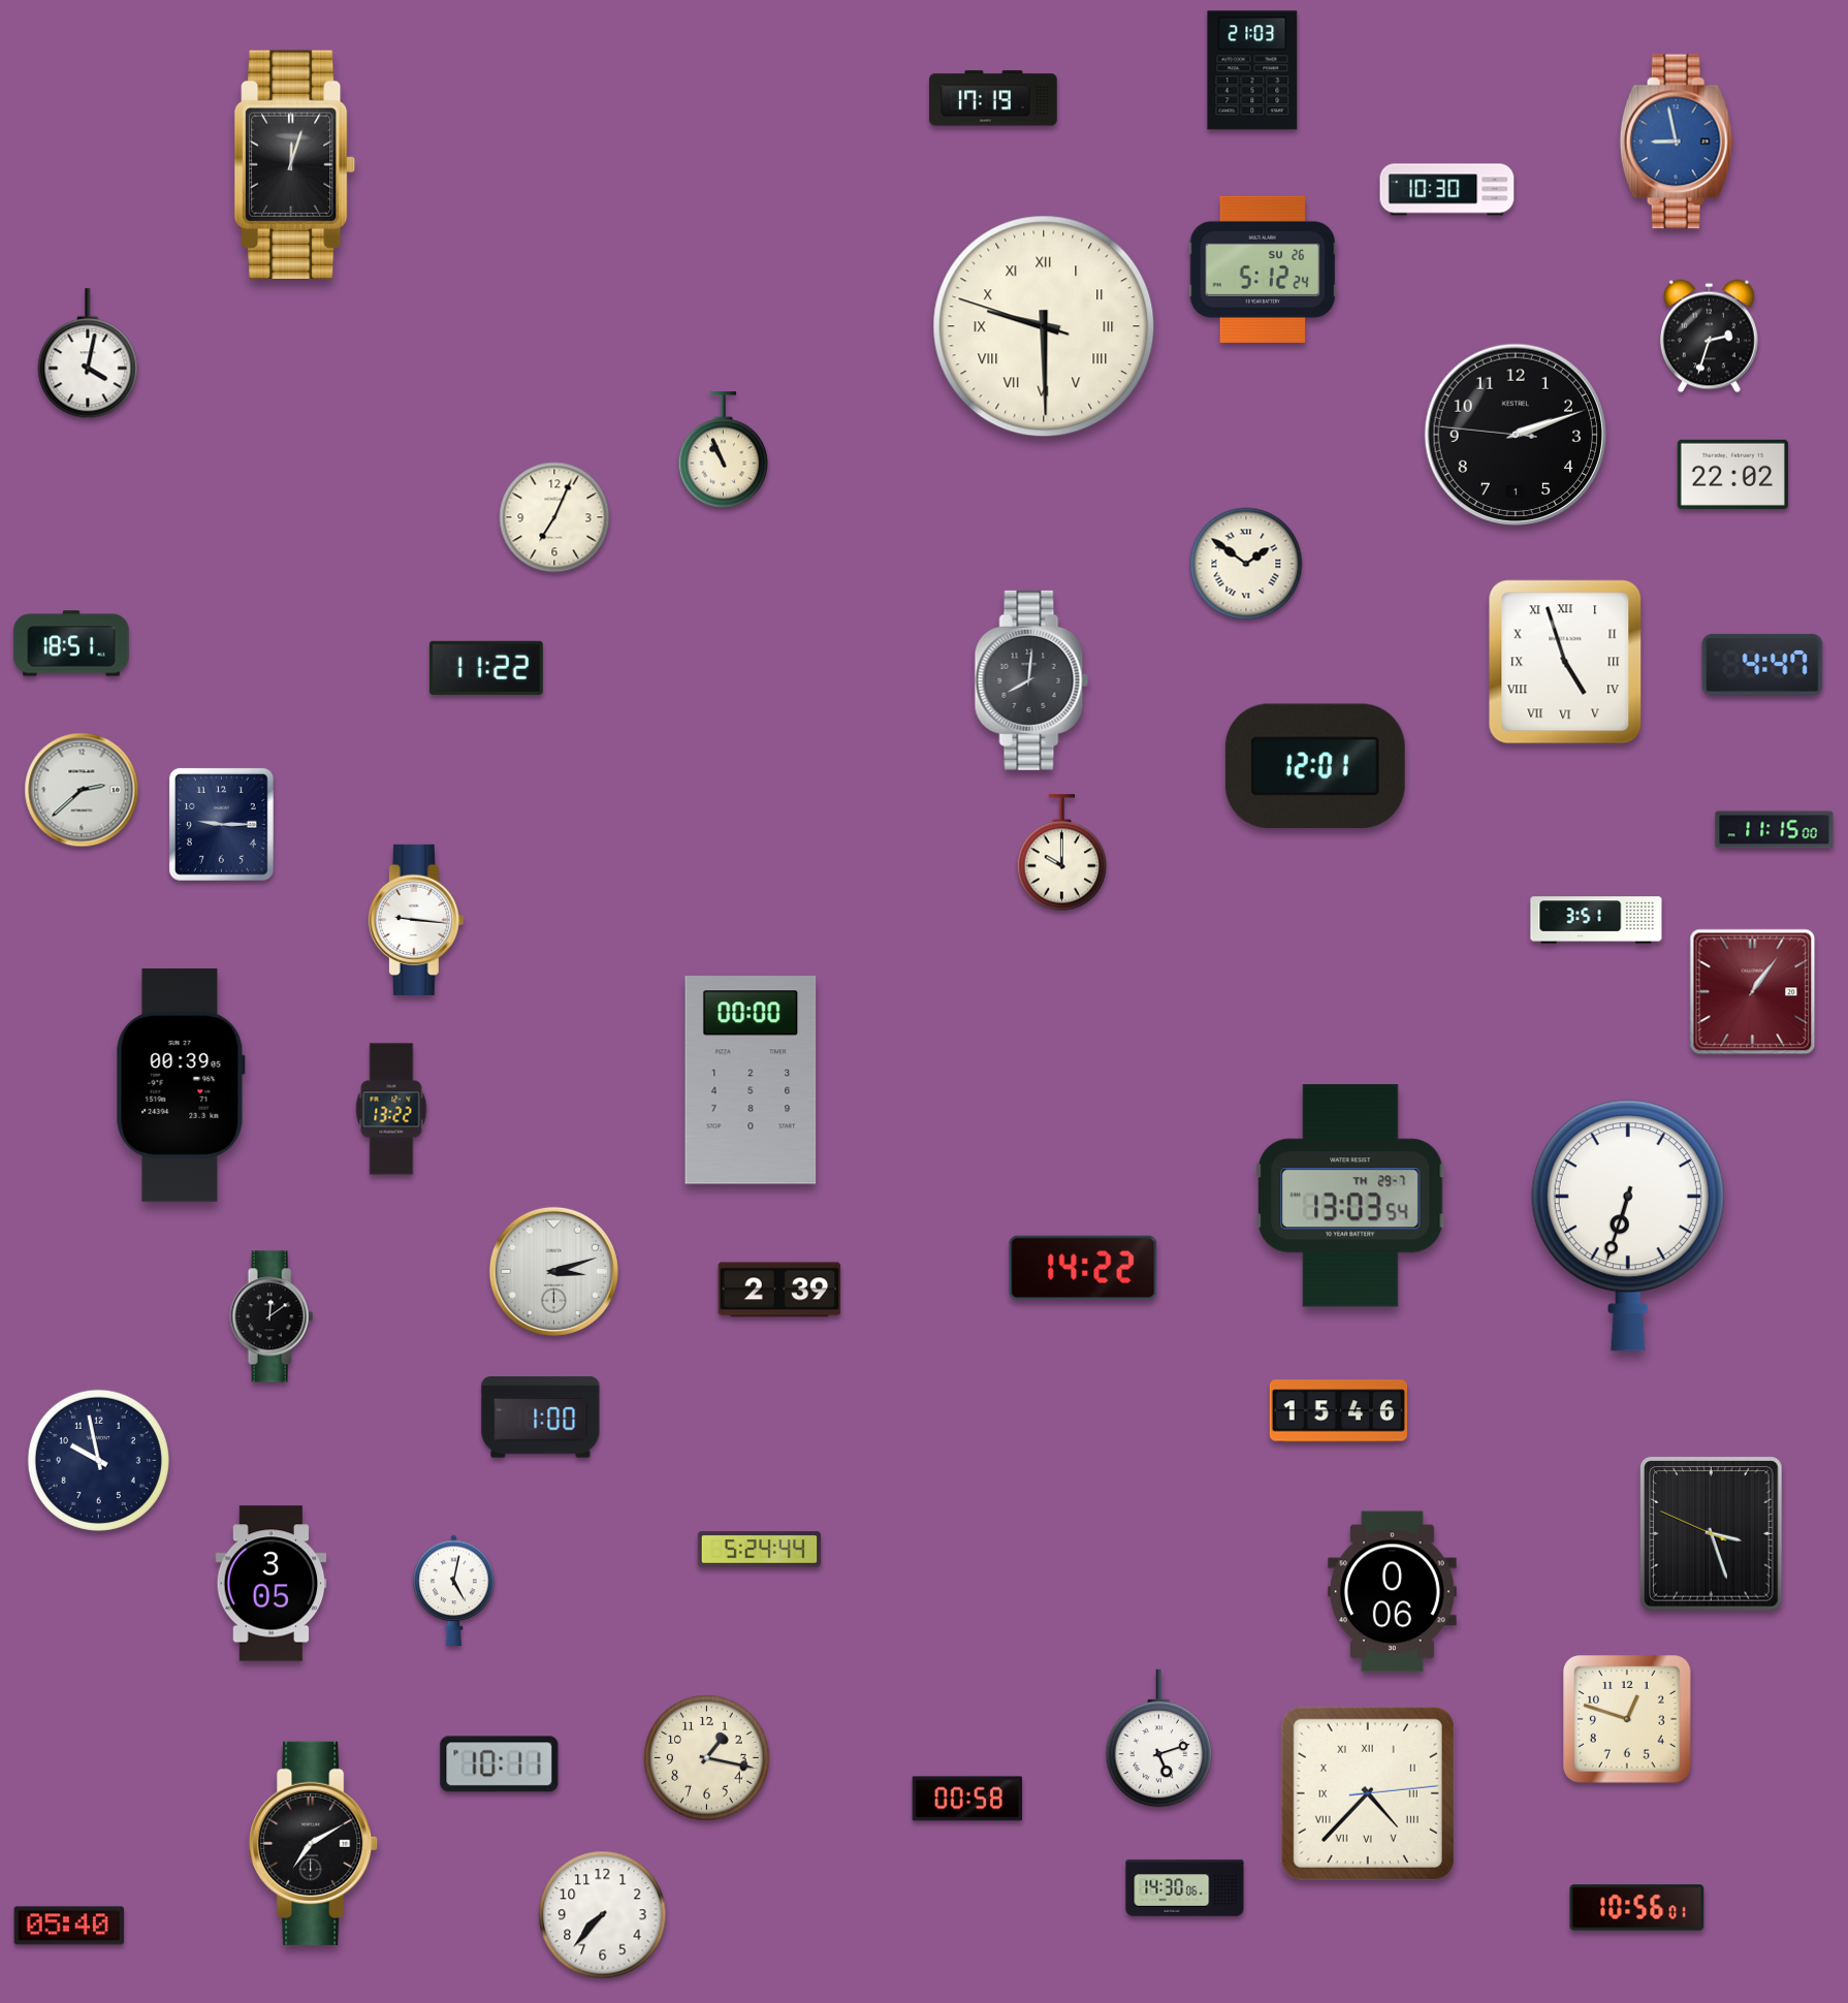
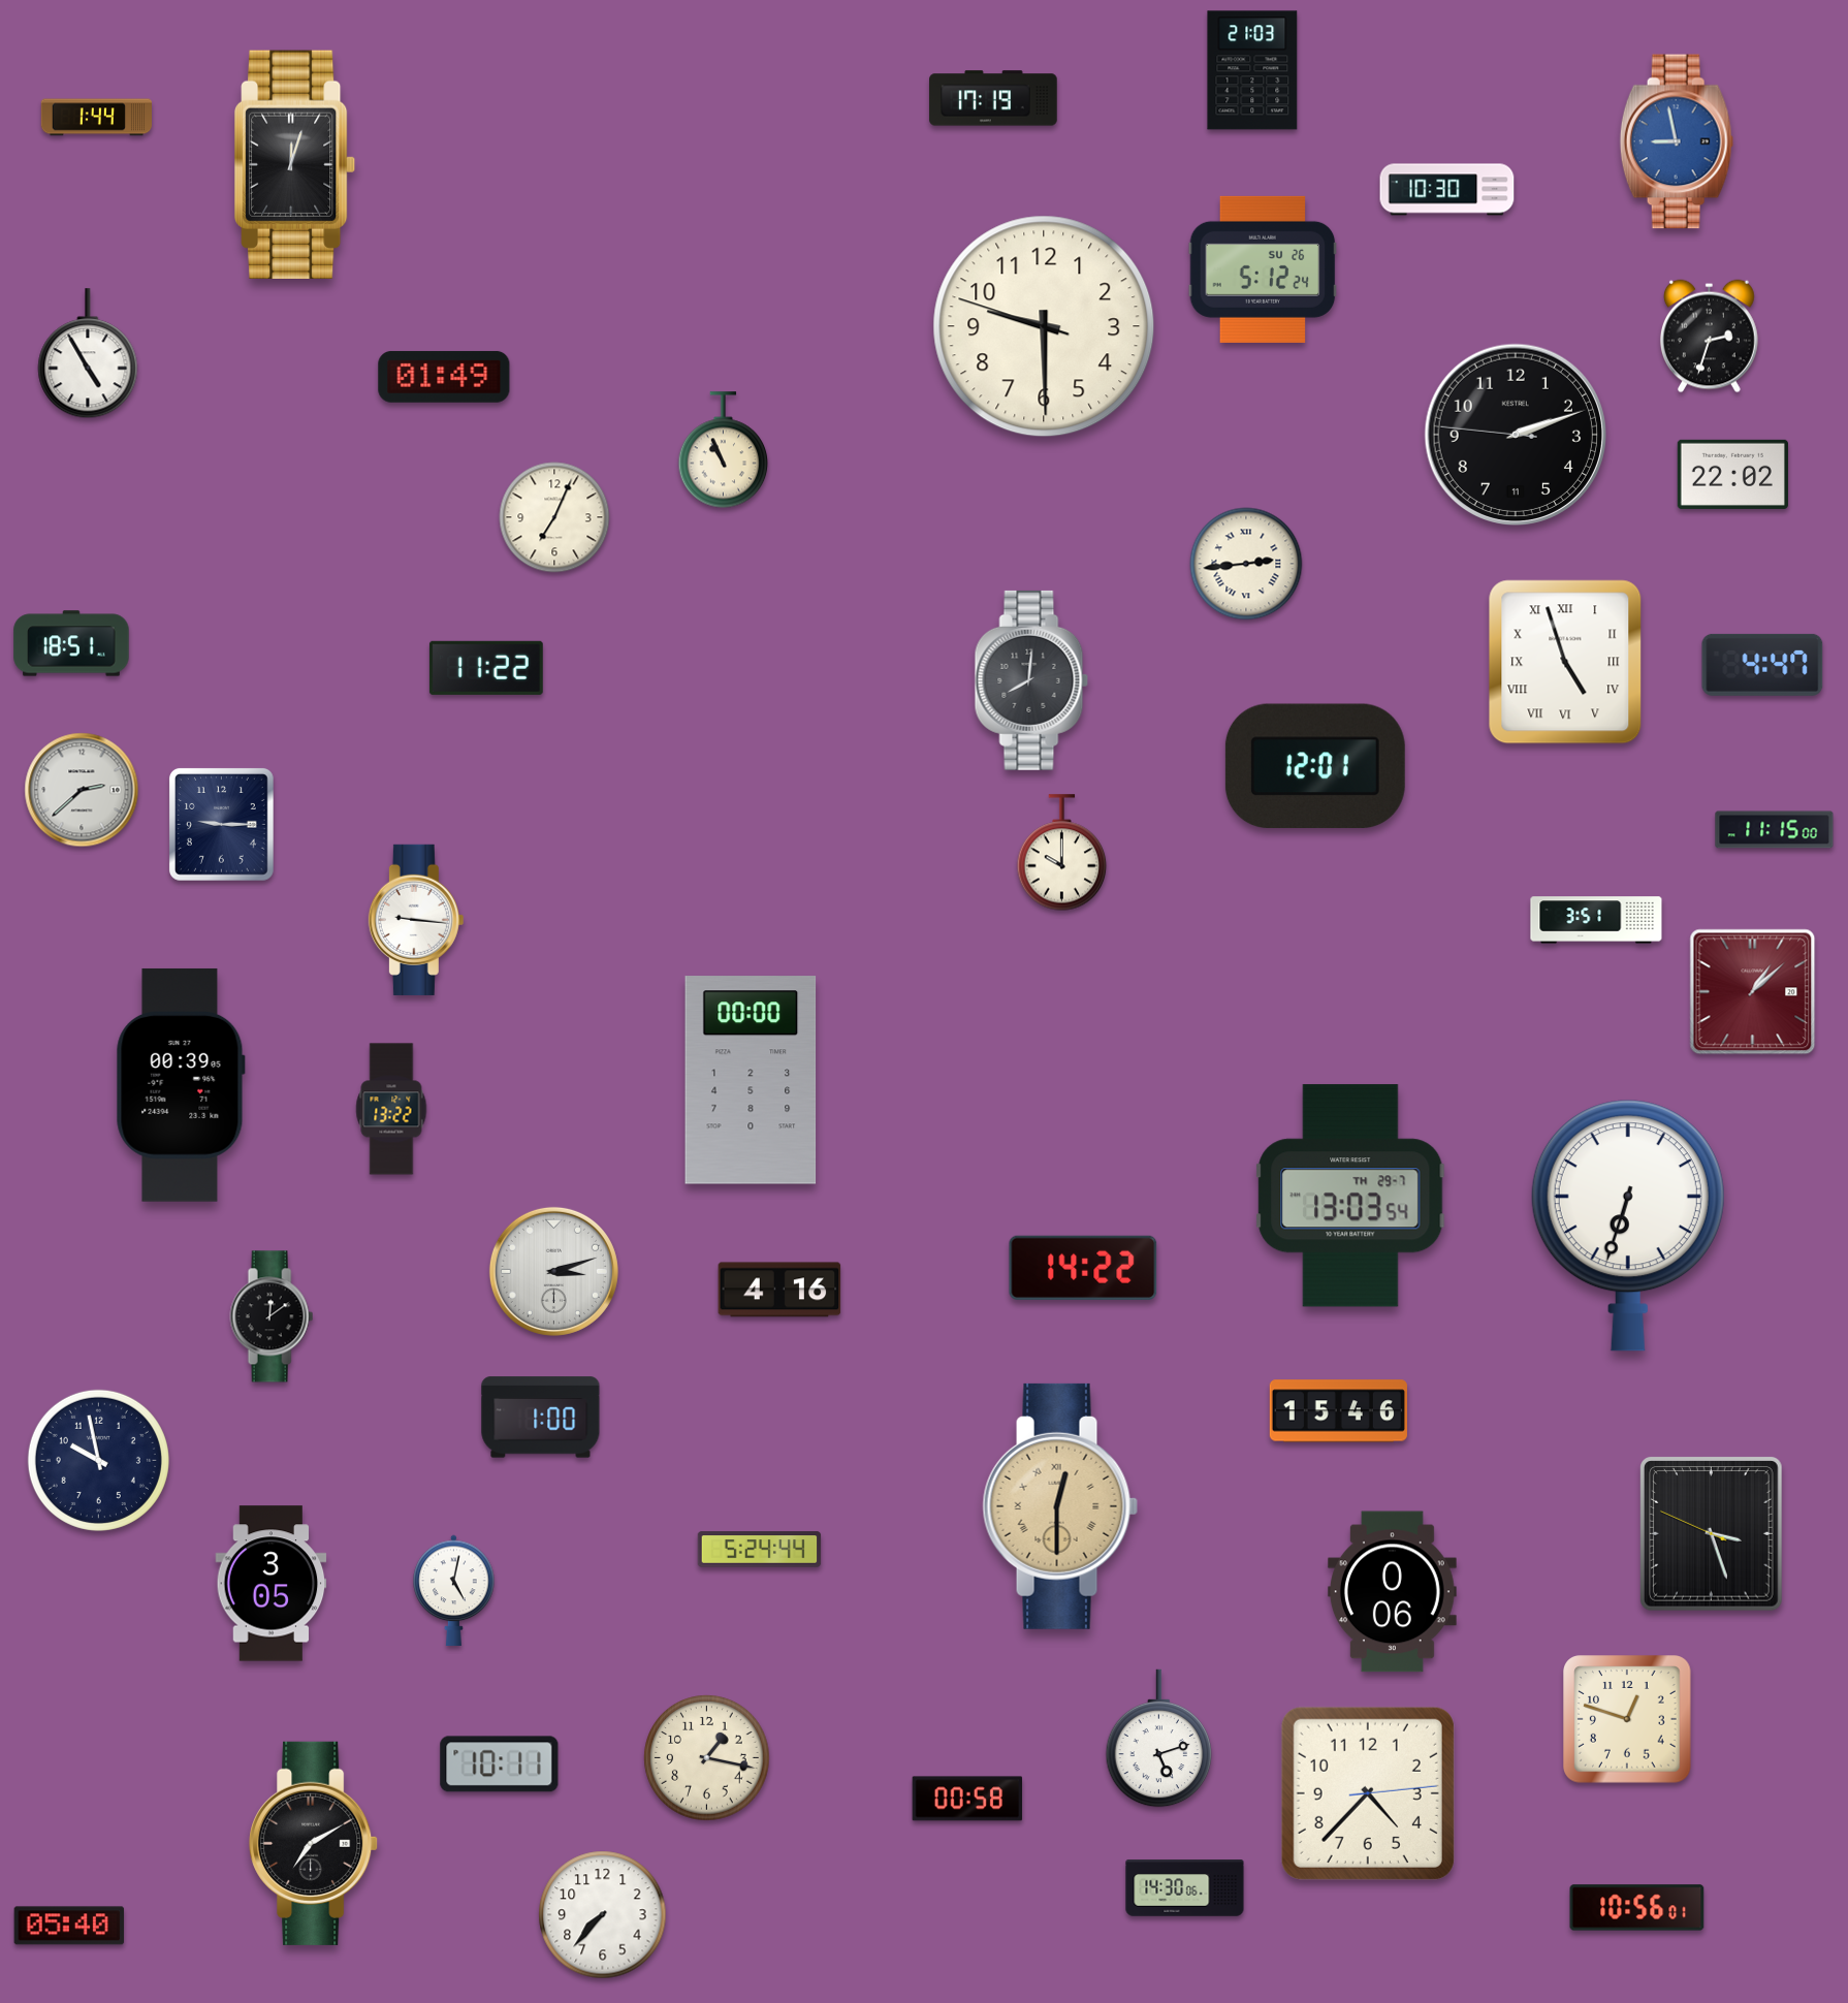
clock at (96, 118): none -> 1:44
clock at (1044, 326) numerals: Roman -> Arabic
clock at (88, 354): 4:02 -> 4:55
clock at (444, 377): none -> 01:49
clock at (1515, 434) date: 1 -> 11
clock at (1246, 564): 1:51 -> 2:44
clock at (1753, 992): 1:06 -> 1:08
clock at (779, 1290): 2:39 -> 4:16
clock at (1060, 1506): none -> 12:30
clock at (1368, 1793) numerals: Roman -> Arabic
